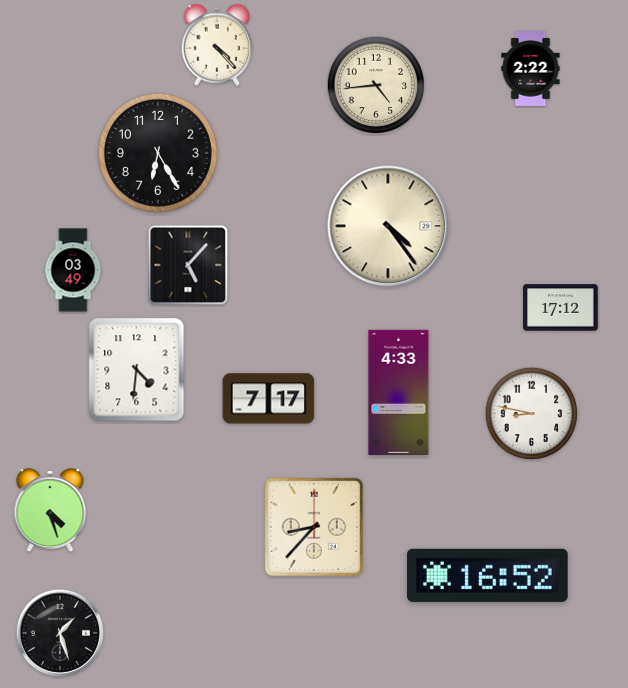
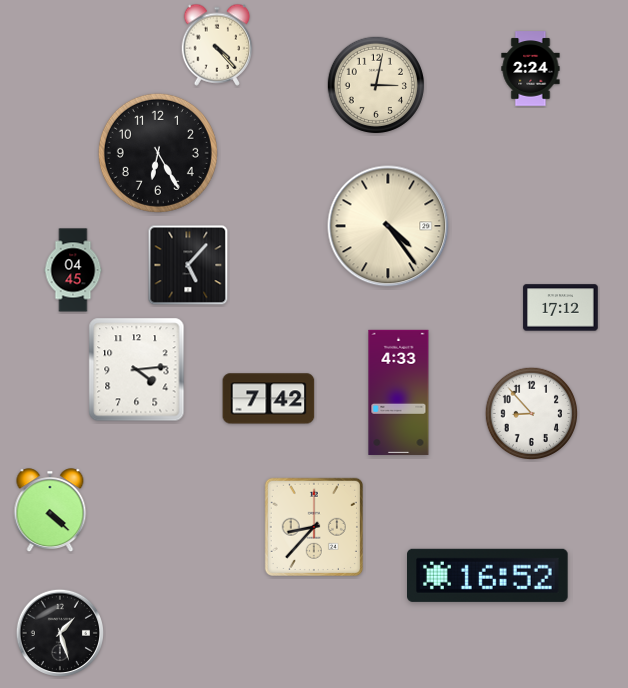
clock at (531, 69): 2:22 -> 2:24
clock at (375, 84): 4:44 -> 3:02
clock at (73, 270): 03:49 -> 04:45
clock at (137, 370): 4:31 -> 4:14
clock at (269, 399): 7:17 -> 7:42
clock at (531, 413): 8:47 -> 8:53
clock at (50, 511): 4:27 -> 4:22
